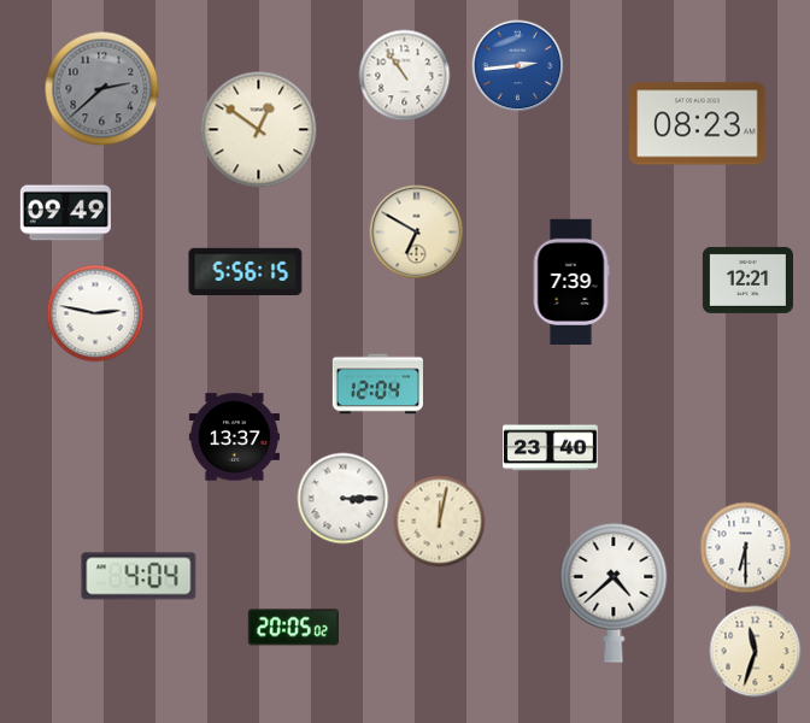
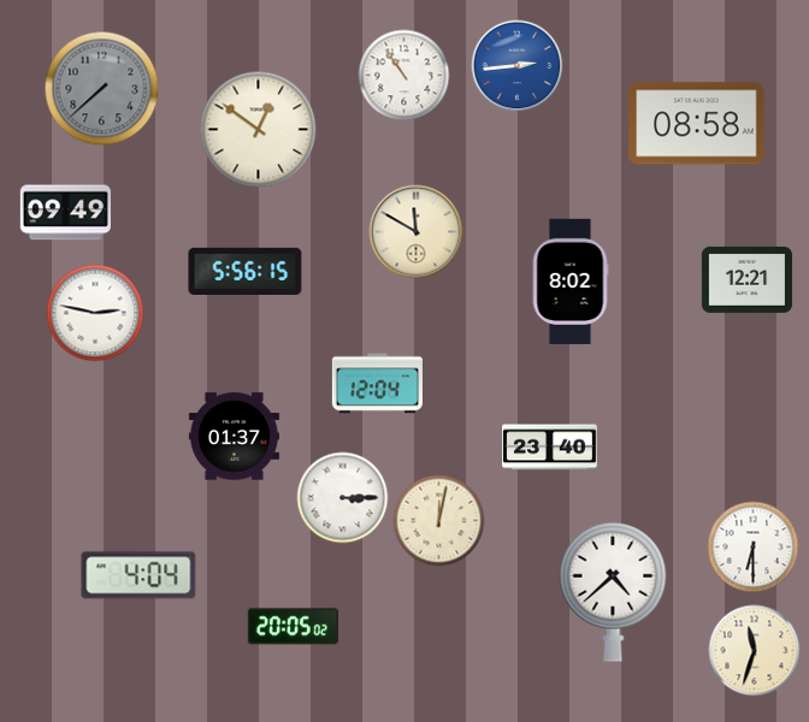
clock at (102, 89): 2:38 -> 7:38
clock at (698, 124): 08:23 -> 08:58
clock at (417, 233): 6:50 -> 11:50
clock at (571, 281): 7:39 -> 8:02
clock at (234, 437): 13:37 -> 01:37
clock at (746, 548) position: (746, 548) -> (754, 548)
